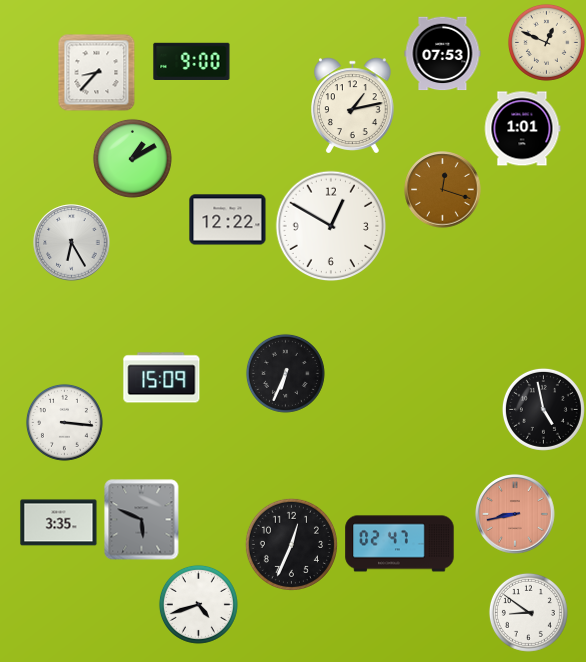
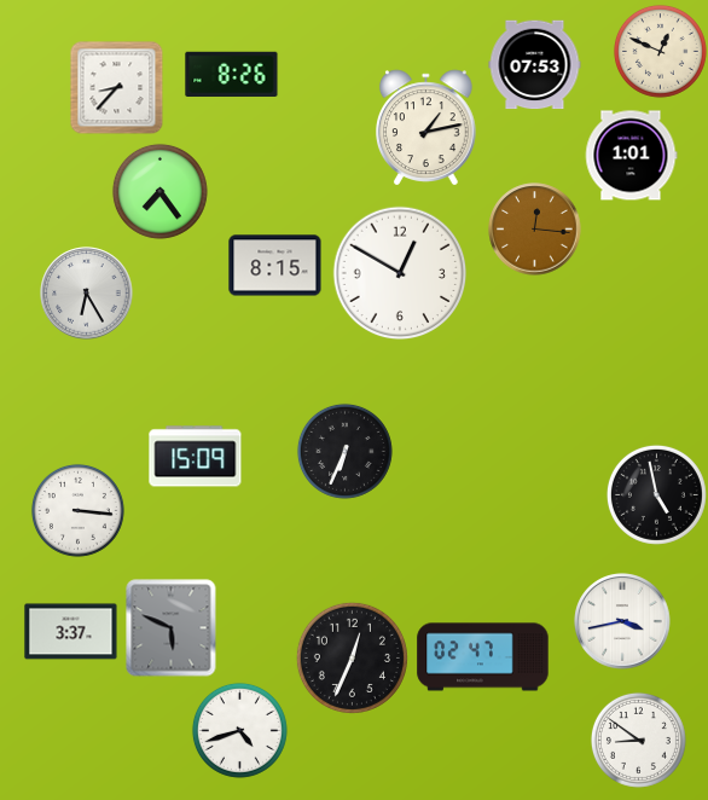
clock at (192, 62): 9:00 -> 8:26
clock at (132, 158): 1:10 -> 7:24
clock at (443, 190): 12:18 -> 12:16
clock at (228, 220): 12:22 -> 8:15
clock at (515, 514): 8:43 -> 3:43
clock at (515, 514) dial: salmon -> white
clock at (59, 523): 3:35 -> 3:37
